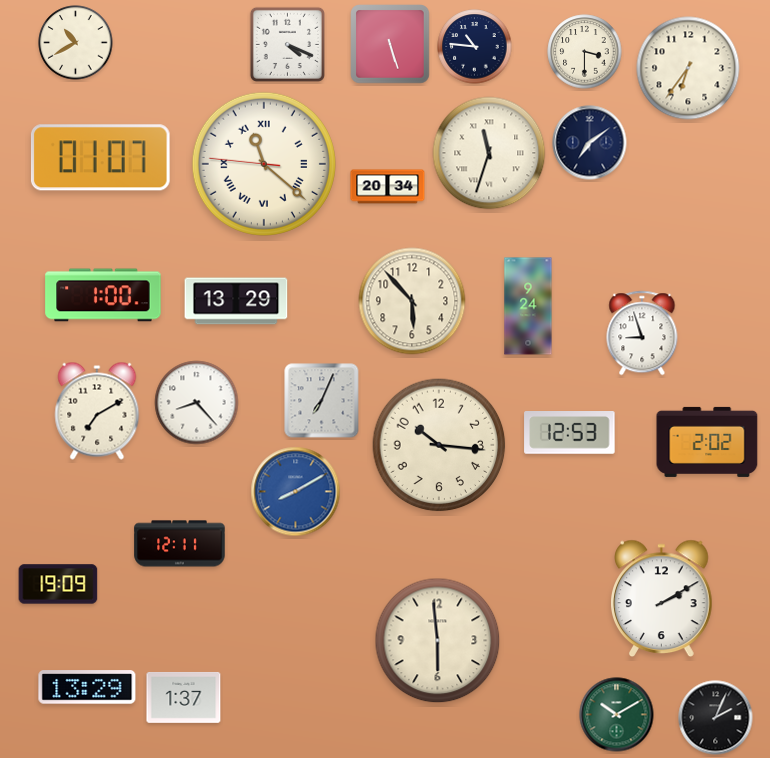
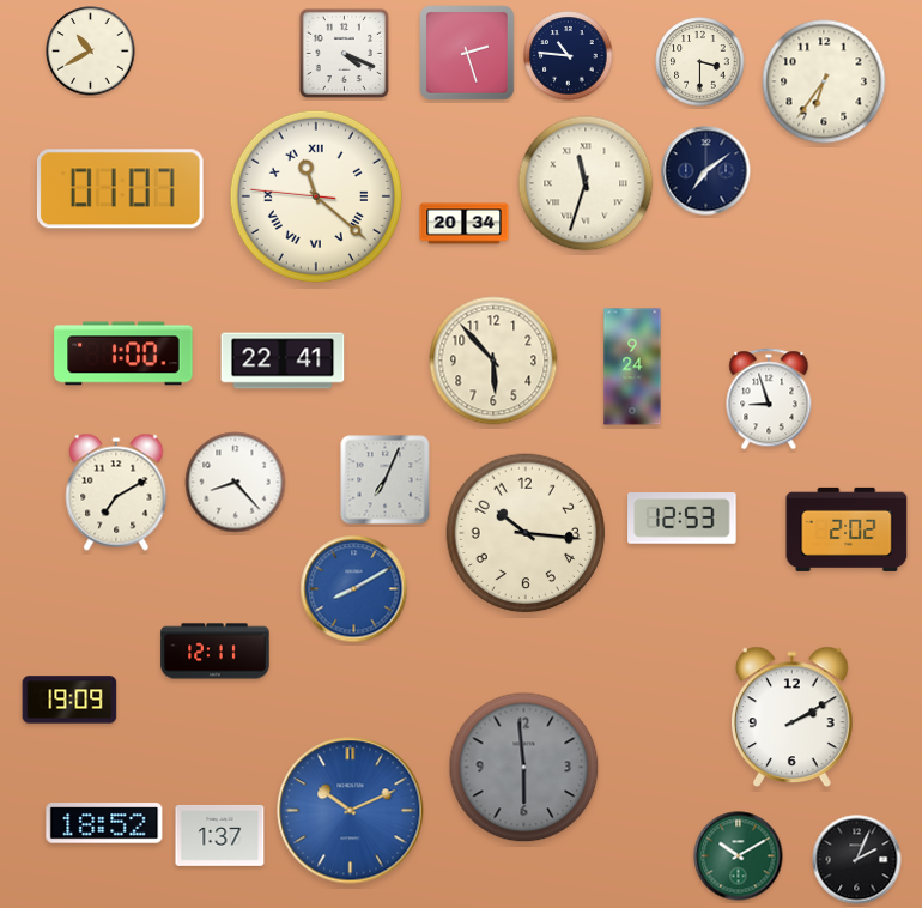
clock at (390, 44): 5:27 -> 2:27
clock at (236, 301): 13:29 -> 22:41
clock at (438, 641) dial: cream -> grey
clock at (351, 811): none -> 10:11
clock at (87, 687): 13:29 -> 18:52
